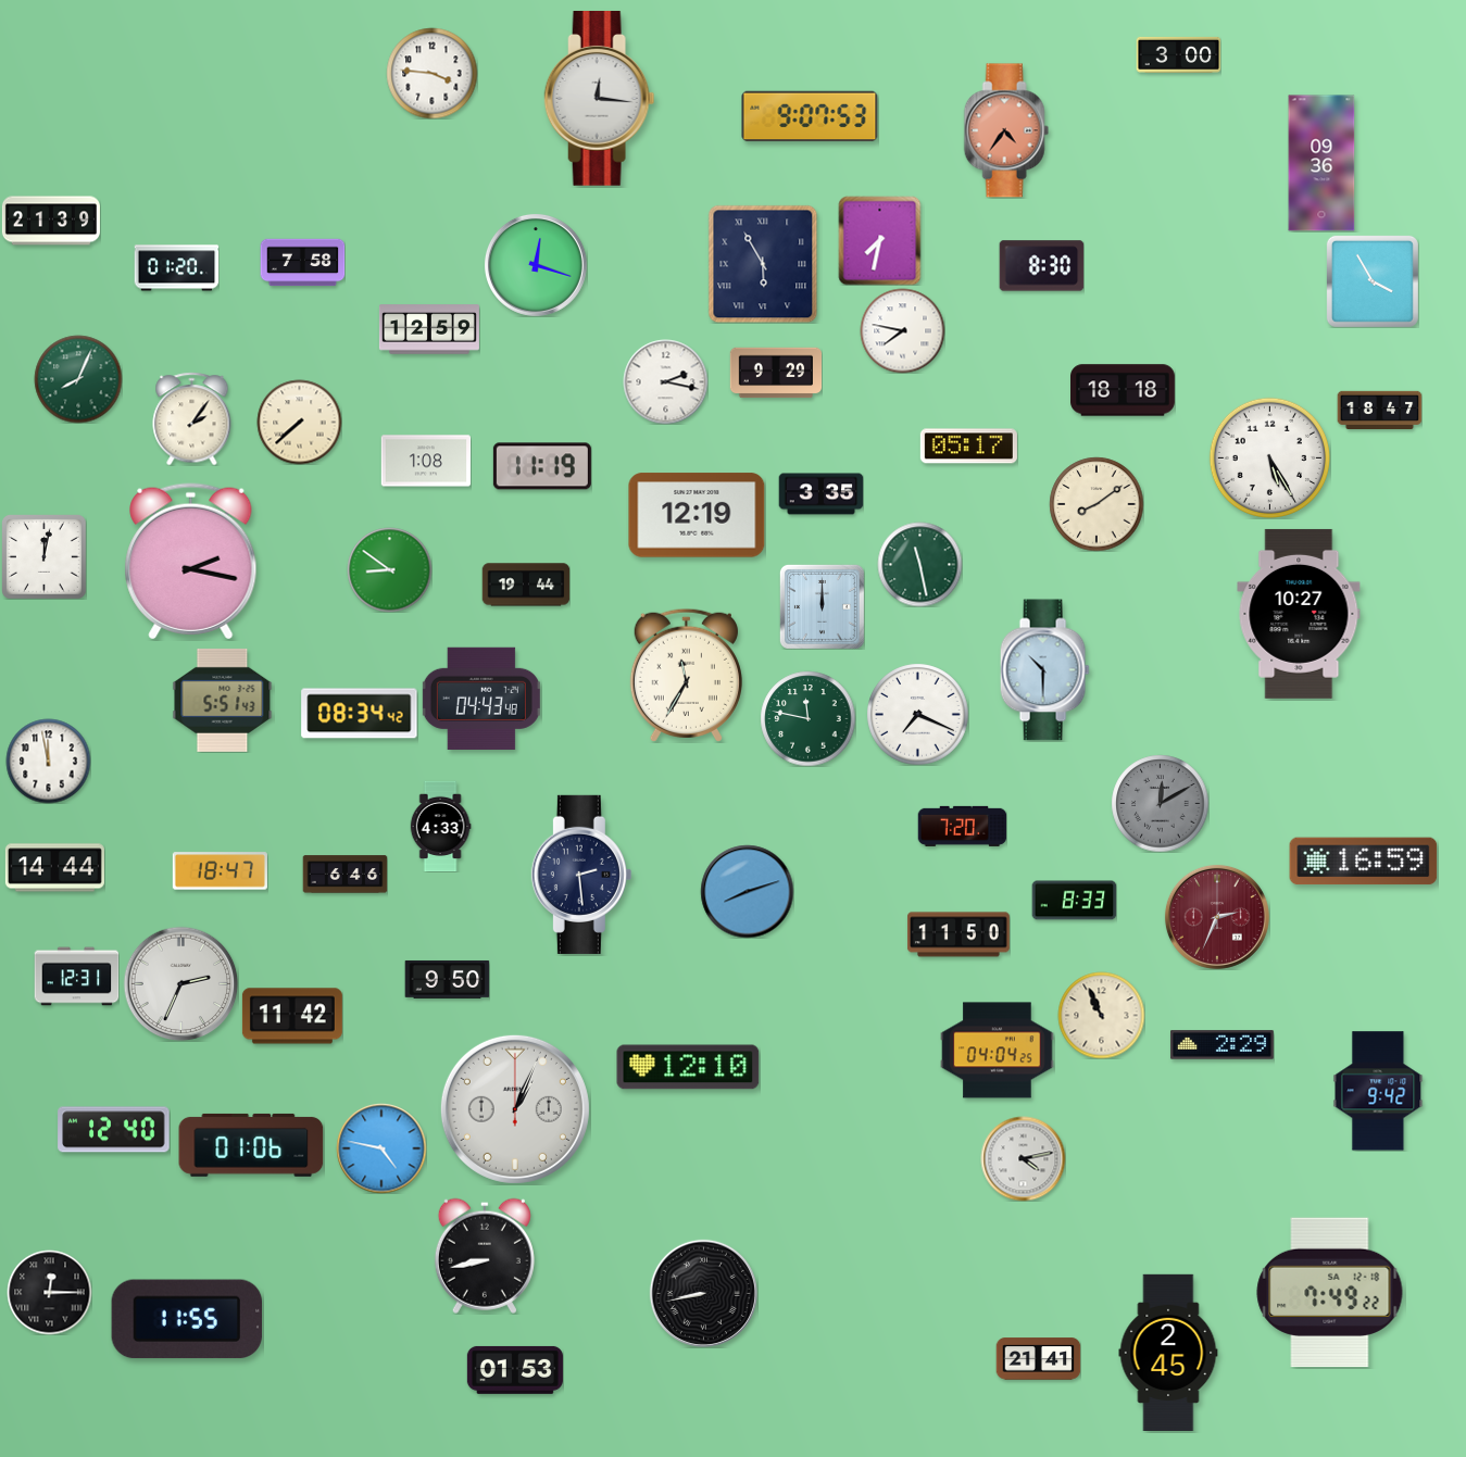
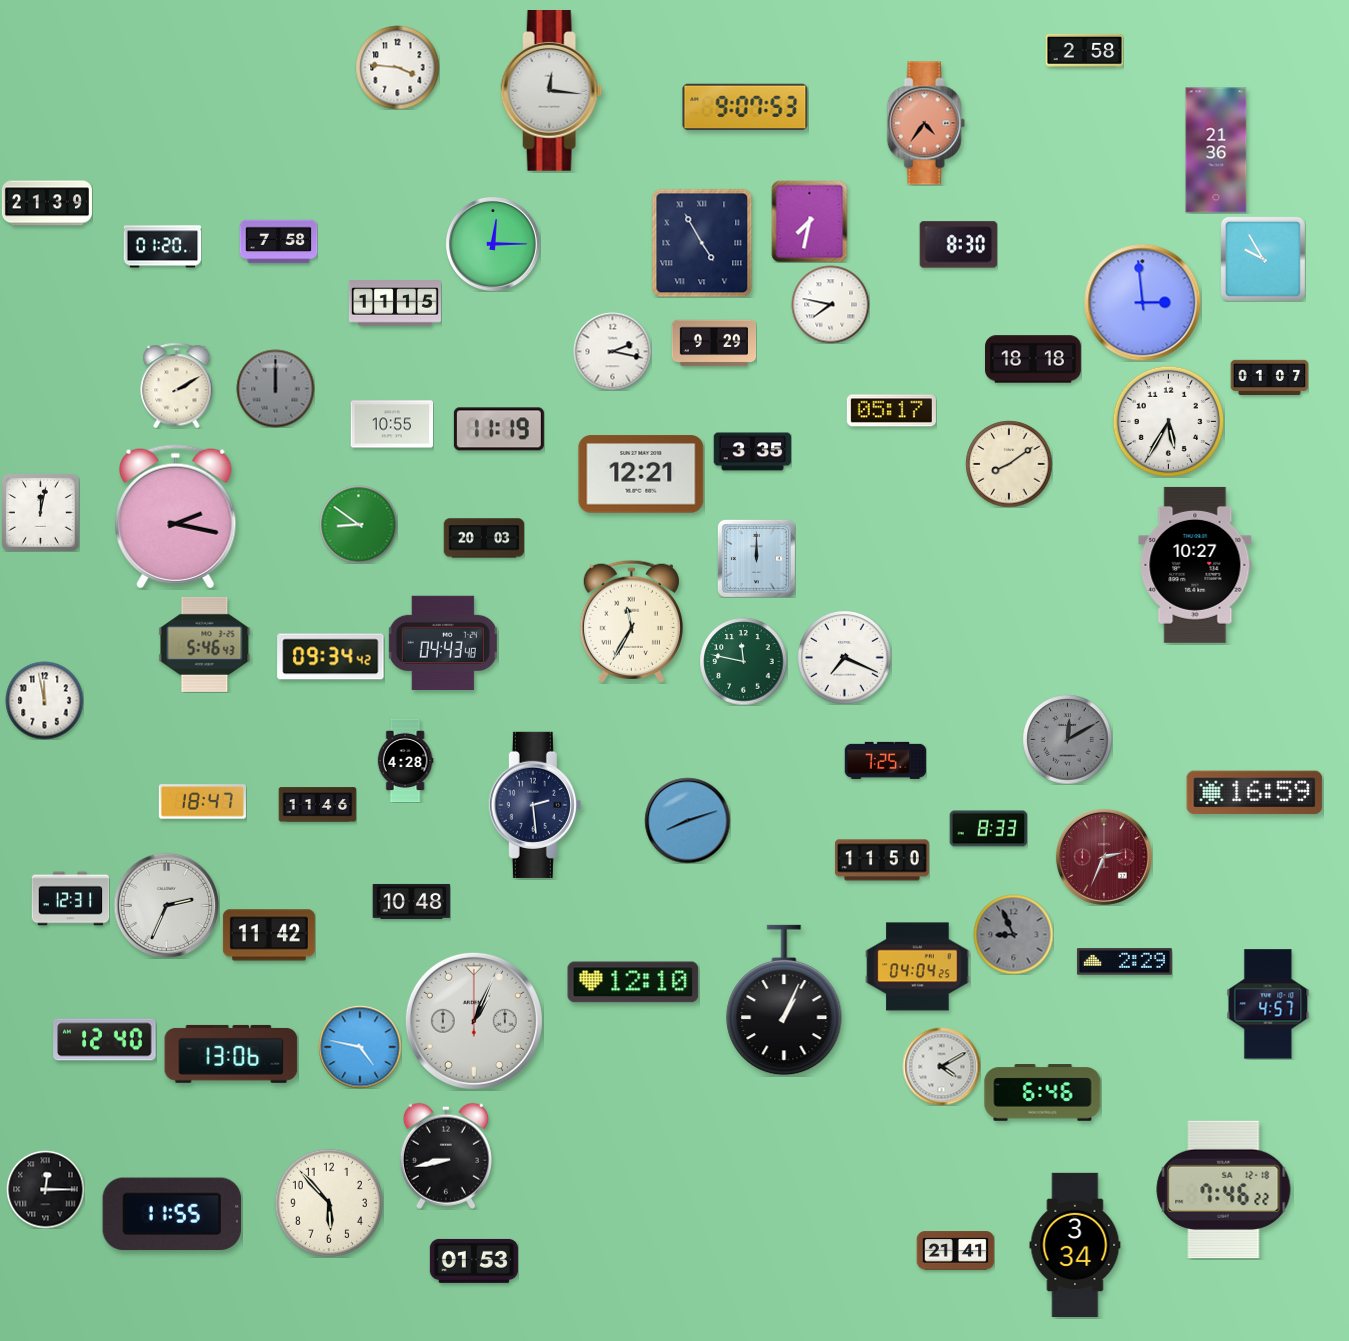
clock at (1178, 54): 3:00 -> 2:58
clock at (1006, 130) position: (1006, 130) -> (926, 123)
clock at (1321, 163): 09:36 -> 21:36
clock at (763, 264): 5:55 -> 4:55
clock at (536, 265): 12:18 -> 12:15
clock at (1373, 281): 3:55 -> 9:55
clock at (1142, 302): none -> 2:59
clock at (429, 329): 12:59 -> 11:15
clock at (78, 379): 8:04 -> none
clock at (1379, 410): 18:47 -> 01:07
clock at (192, 418): 2:06 -> 2:10
clock at (299, 422): 7:38 -> 12:00
clock at (299, 422) dial: cream -> grey
clock at (1269, 457): 5:25 -> 5:35
clock at (426, 461): 1:08 -> 10:55
clock at (820, 494) position: (820, 494) -> (752, 452)
clock at (697, 515): 12:19 -> 12:21
clock at (919, 564): 11:28 -> none
clock at (526, 585): 19:44 -> 20:03
clock at (1044, 670): 10:30 -> none
clock at (223, 700): 5:51 -> 5:46
clock at (360, 714): 08:34 -> 09:34
clock at (440, 826): 4:33 -> 4:28
clock at (962, 826): 7:20 -> 7:25
clock at (54, 868): 14:44 -> none
clock at (344, 875): 6:46 -> 11:46
clock at (1217, 917) position: (1217, 917) -> (1104, 857)
clock at (447, 980): 9:50 -> 10:48
clock at (1101, 1015): 10:56 -> 8:56
clock at (1101, 1015) dial: cream -> grey
clock at (784, 1000): none -> 1:04
clock at (1378, 1091): 9:42 -> 4:57
clock at (251, 1145): 01:06 -> 13:06
clock at (381, 1148) position: (381, 1148) -> (360, 1047)
clock at (1023, 1158): 4:13 -> 4:10
clock at (1043, 1093): none -> 6:46
clock at (703, 1293): 8:43 -> none
clock at (1330, 1293): 7:49 -> 7:46
clock at (329, 1203): none -> 5:53
clock at (1168, 1352): 2:45 -> 3:34
